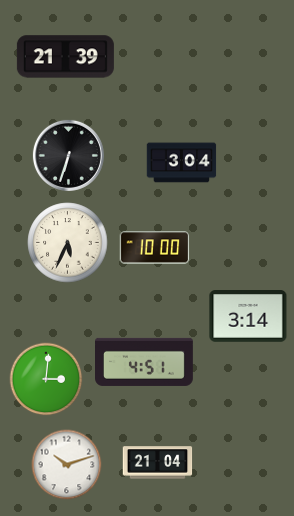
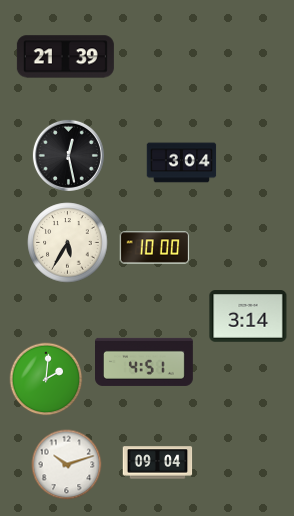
clock at (68, 155): 6:33 -> 12:28
clock at (68, 243): 5:34 -> 5:35
clock at (46, 379): 3:01 -> 2:01
clock at (158, 463): 21:04 -> 09:04
